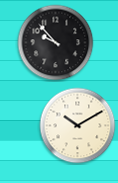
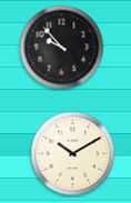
clock at (78, 126) position: (78, 126) -> (73, 154)
